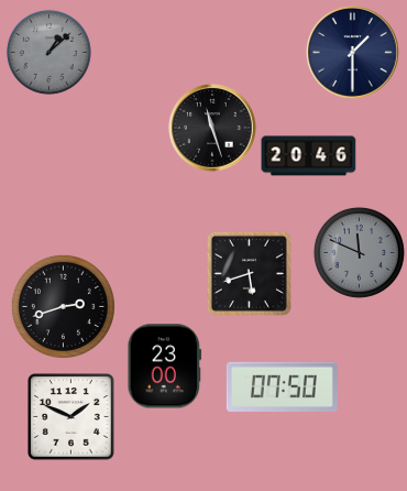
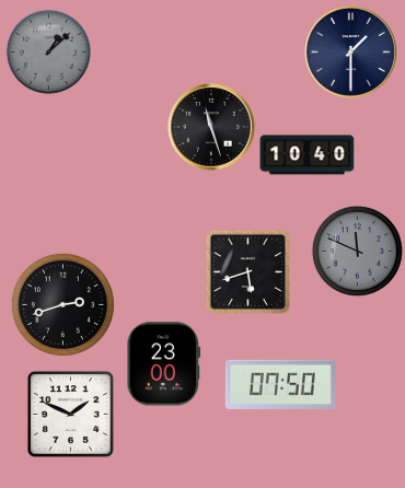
clock at (309, 156): 20:46 -> 10:40
